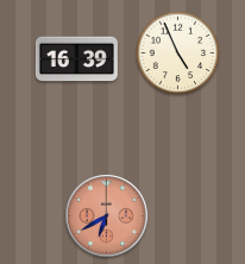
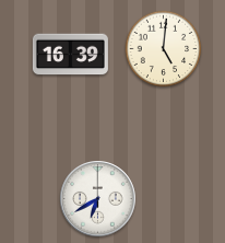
clock at (178, 54): 4:56 -> 5:01
clock at (107, 216) dial: salmon -> white
